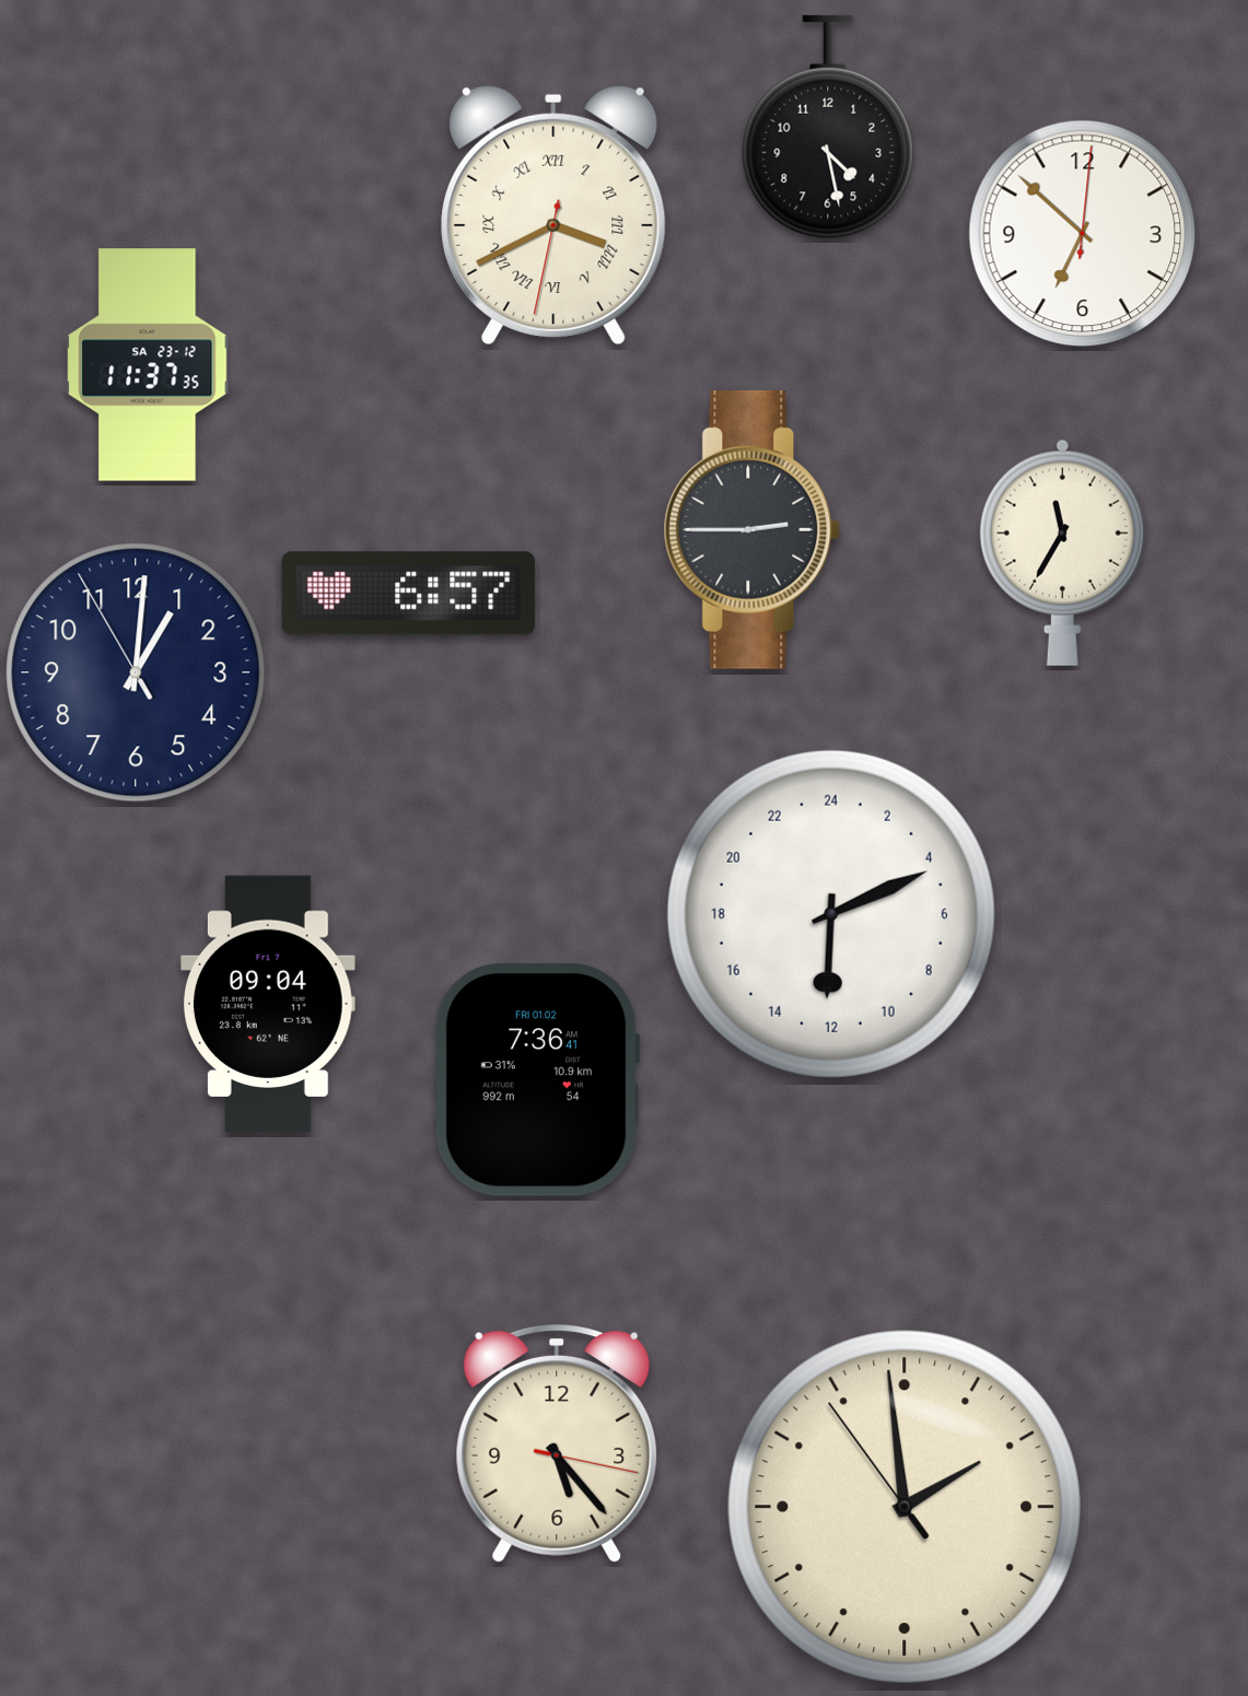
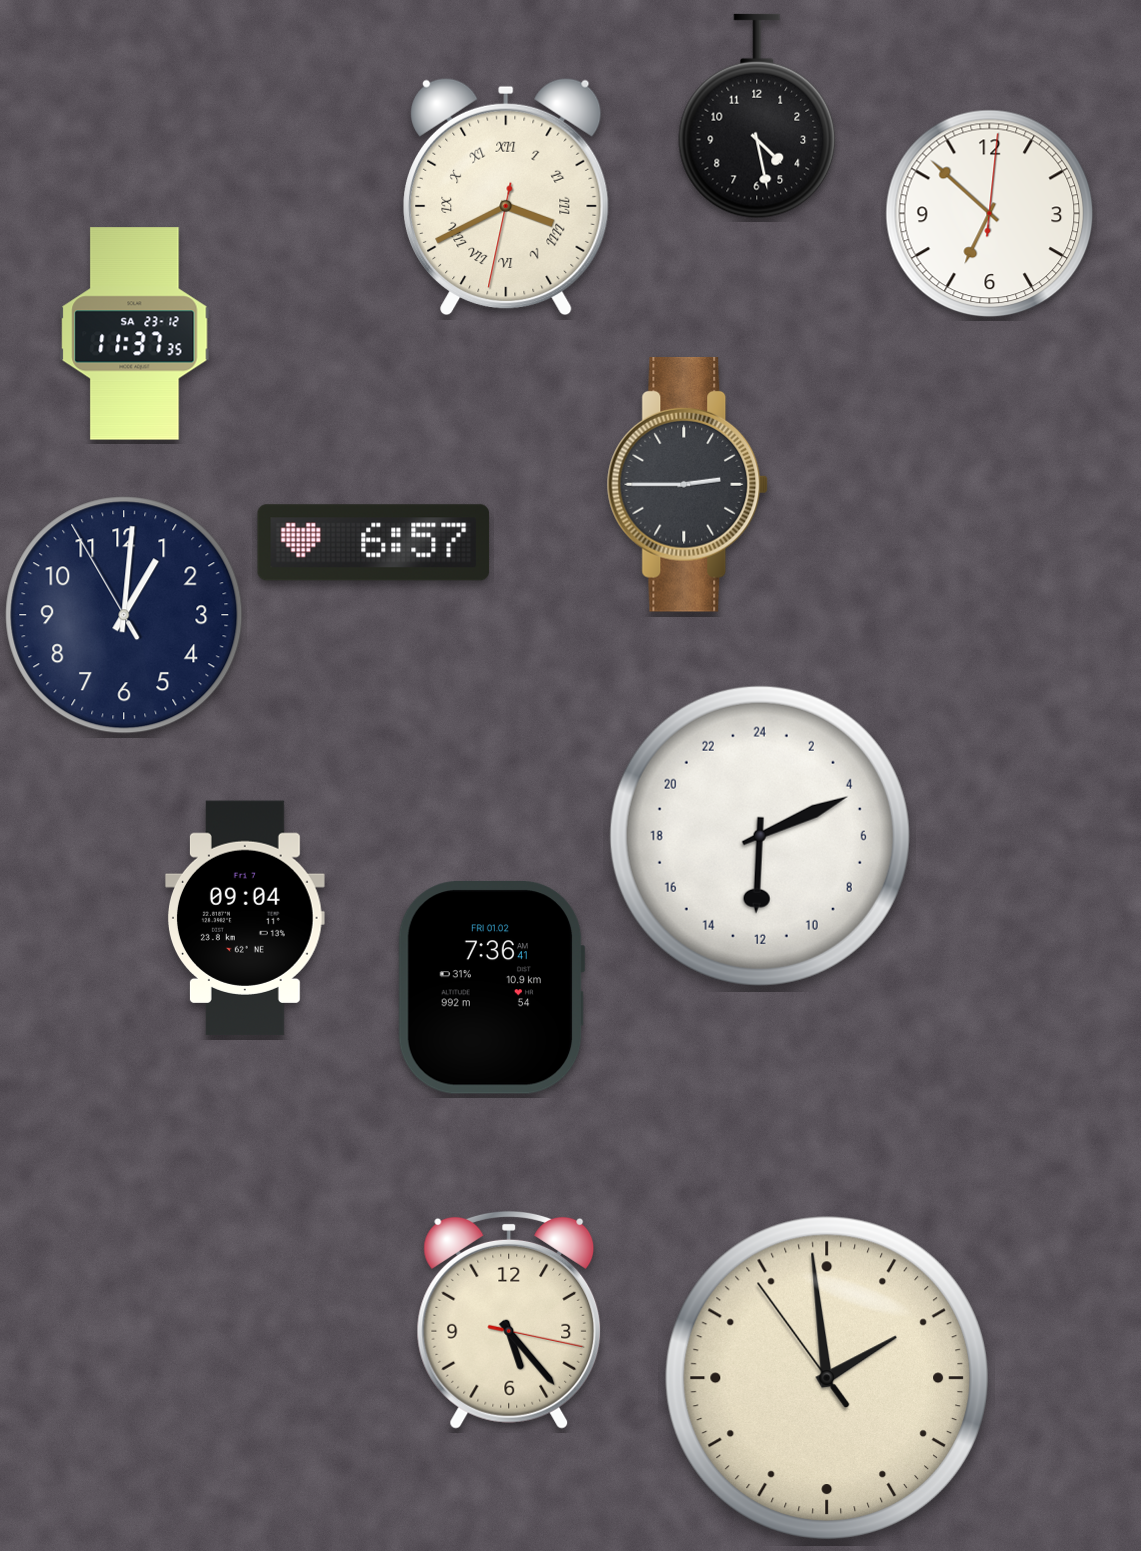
clock at (1062, 552): 11:35 -> none
